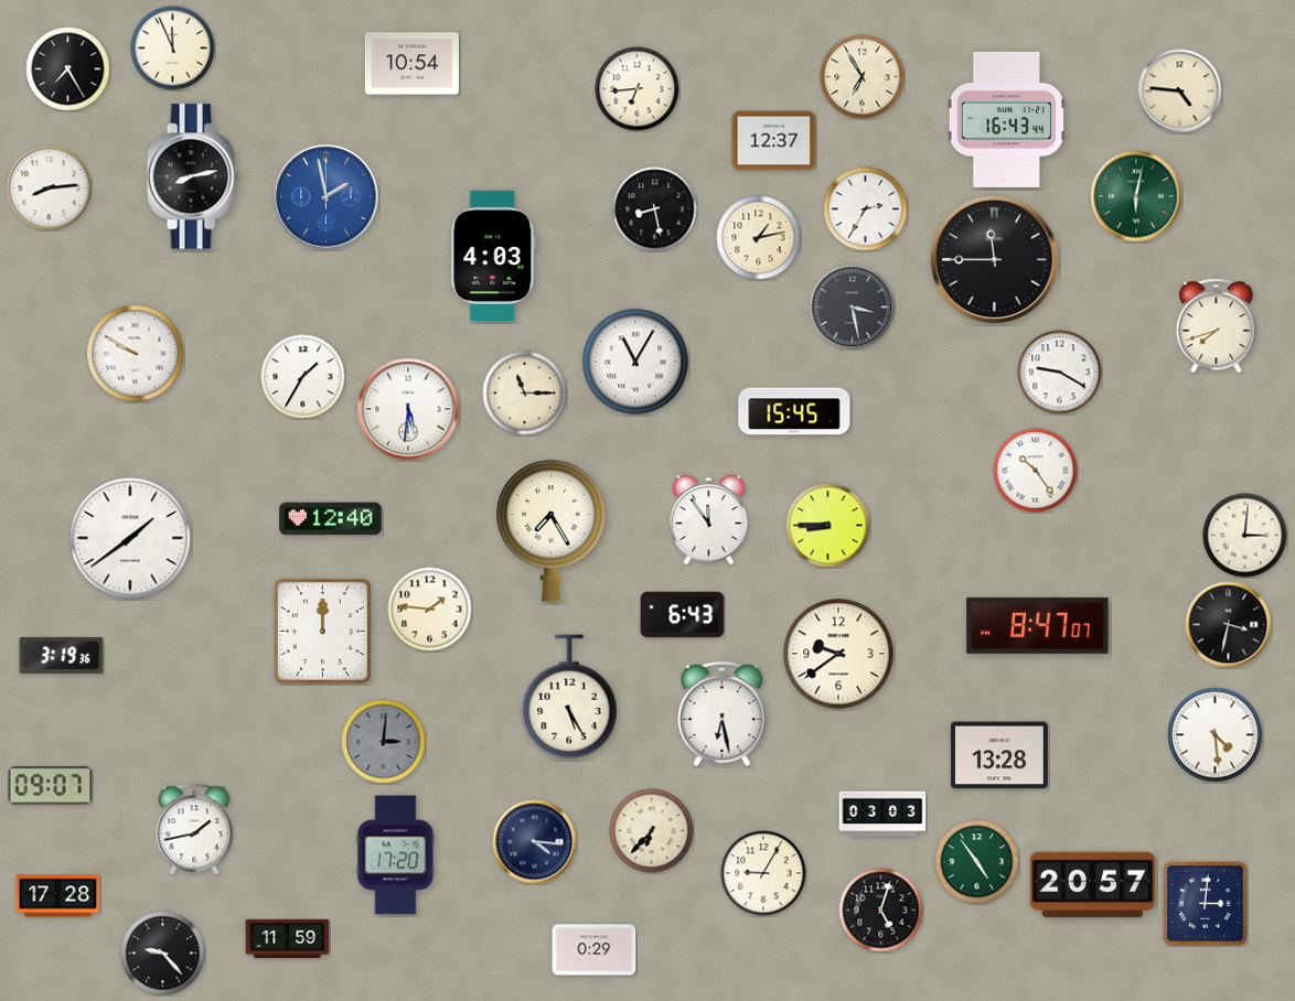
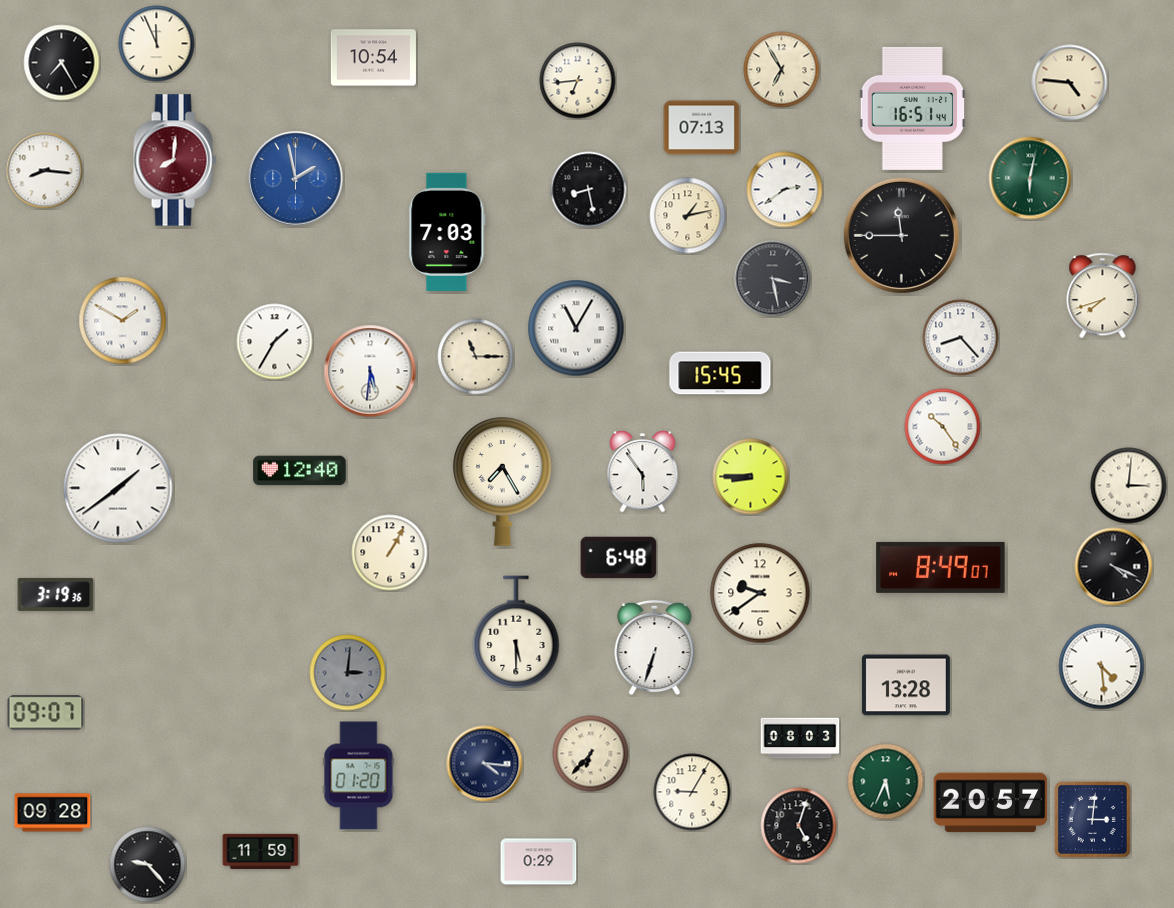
clock at (1006, 119): 16:43 -> 16:51
clock at (774, 141): 12:37 -> 07:13
clock at (193, 176): 8:13 -> 8:01
clock at (193, 176) dial: black -> burgundy
clock at (50, 189): 8:14 -> 8:16
clock at (655, 209) position: (655, 209) -> (589, 190)
clock at (866, 209): 2:35 -> 2:39
clock at (493, 256): 4:03 -> 7:03
clock at (136, 354): 9:50 -> 1:50
clock at (1060, 373): 9:20 -> 8:23
clock at (1036, 471) position: (1036, 471) -> (943, 427)
clock at (709, 520): 11:54 -> 5:54
clock at (552, 531) position: (552, 531) -> (503, 482)
clock at (430, 610): 1:46 -> 1:05
clock at (683, 615): 6:43 -> 6:48
clock at (1038, 625): 8:47 -> 8:49
clock at (1229, 625): 3:32 -> 4:19
clock at (322, 631): 12:00 -> none
clock at (569, 698): 5:25 -> 5:30
clock at (723, 714): 6:28 -> 6:33
clock at (882, 814): 03:03 -> 08:03
clock at (194, 829): 1:43 -> none
clock at (396, 855): 17:20 -> 01:20
clock at (977, 862): 4:54 -> 5:34
clock at (58, 896): 17:28 -> 09:28
